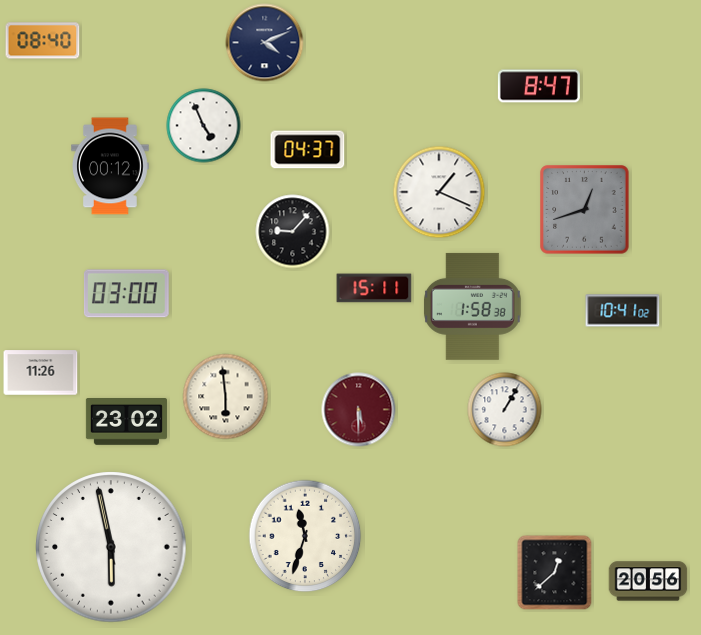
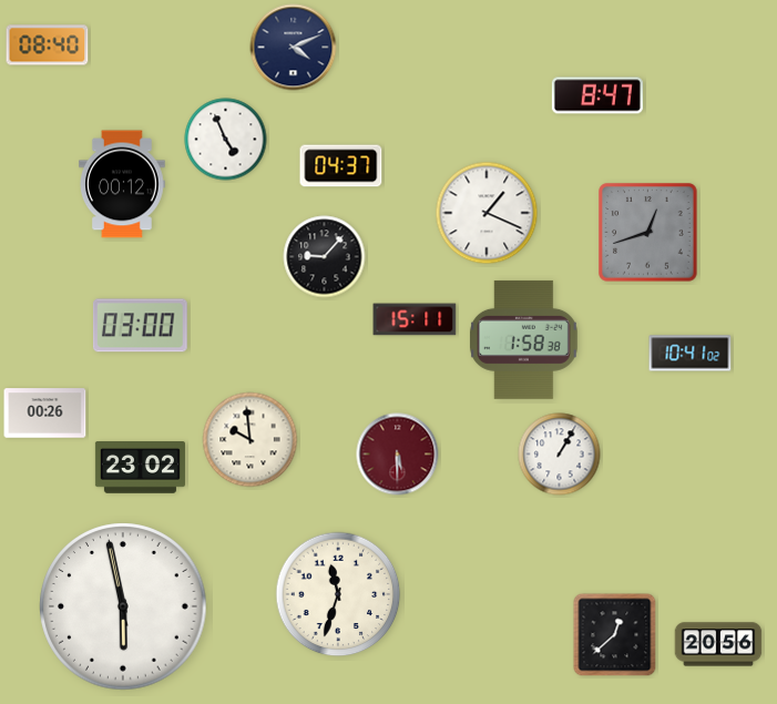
clock at (623, 311) position: (623, 311) -> (691, 354)
clock at (41, 373): 11:26 -> 00:26
clock at (226, 397): 5:59 -> 9:59
